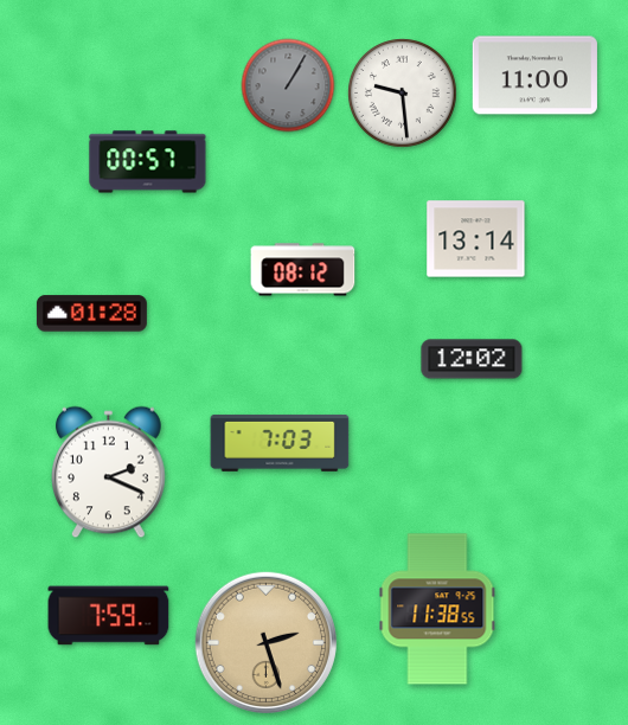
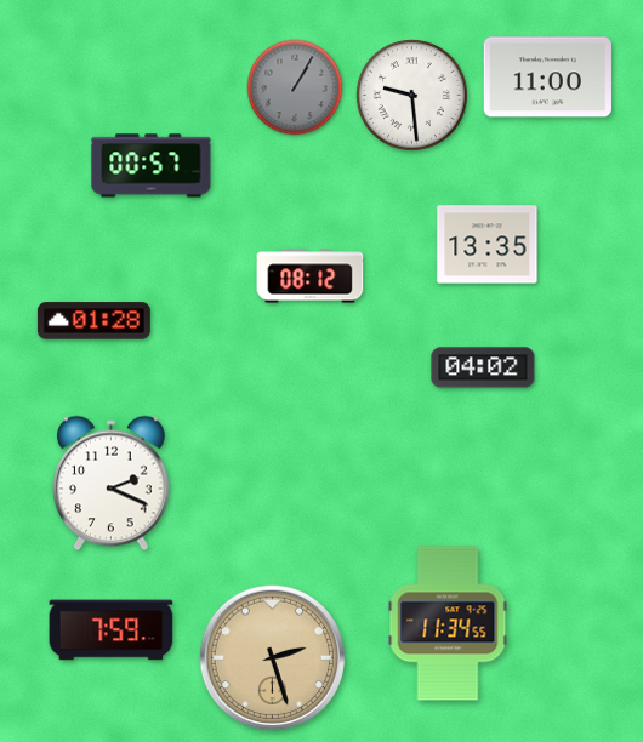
clock at (476, 239): 13:14 -> 13:35
clock at (472, 359): 12:02 -> 04:02
clock at (280, 443): 7:03 -> none
clock at (437, 609): 11:38 -> 11:34
